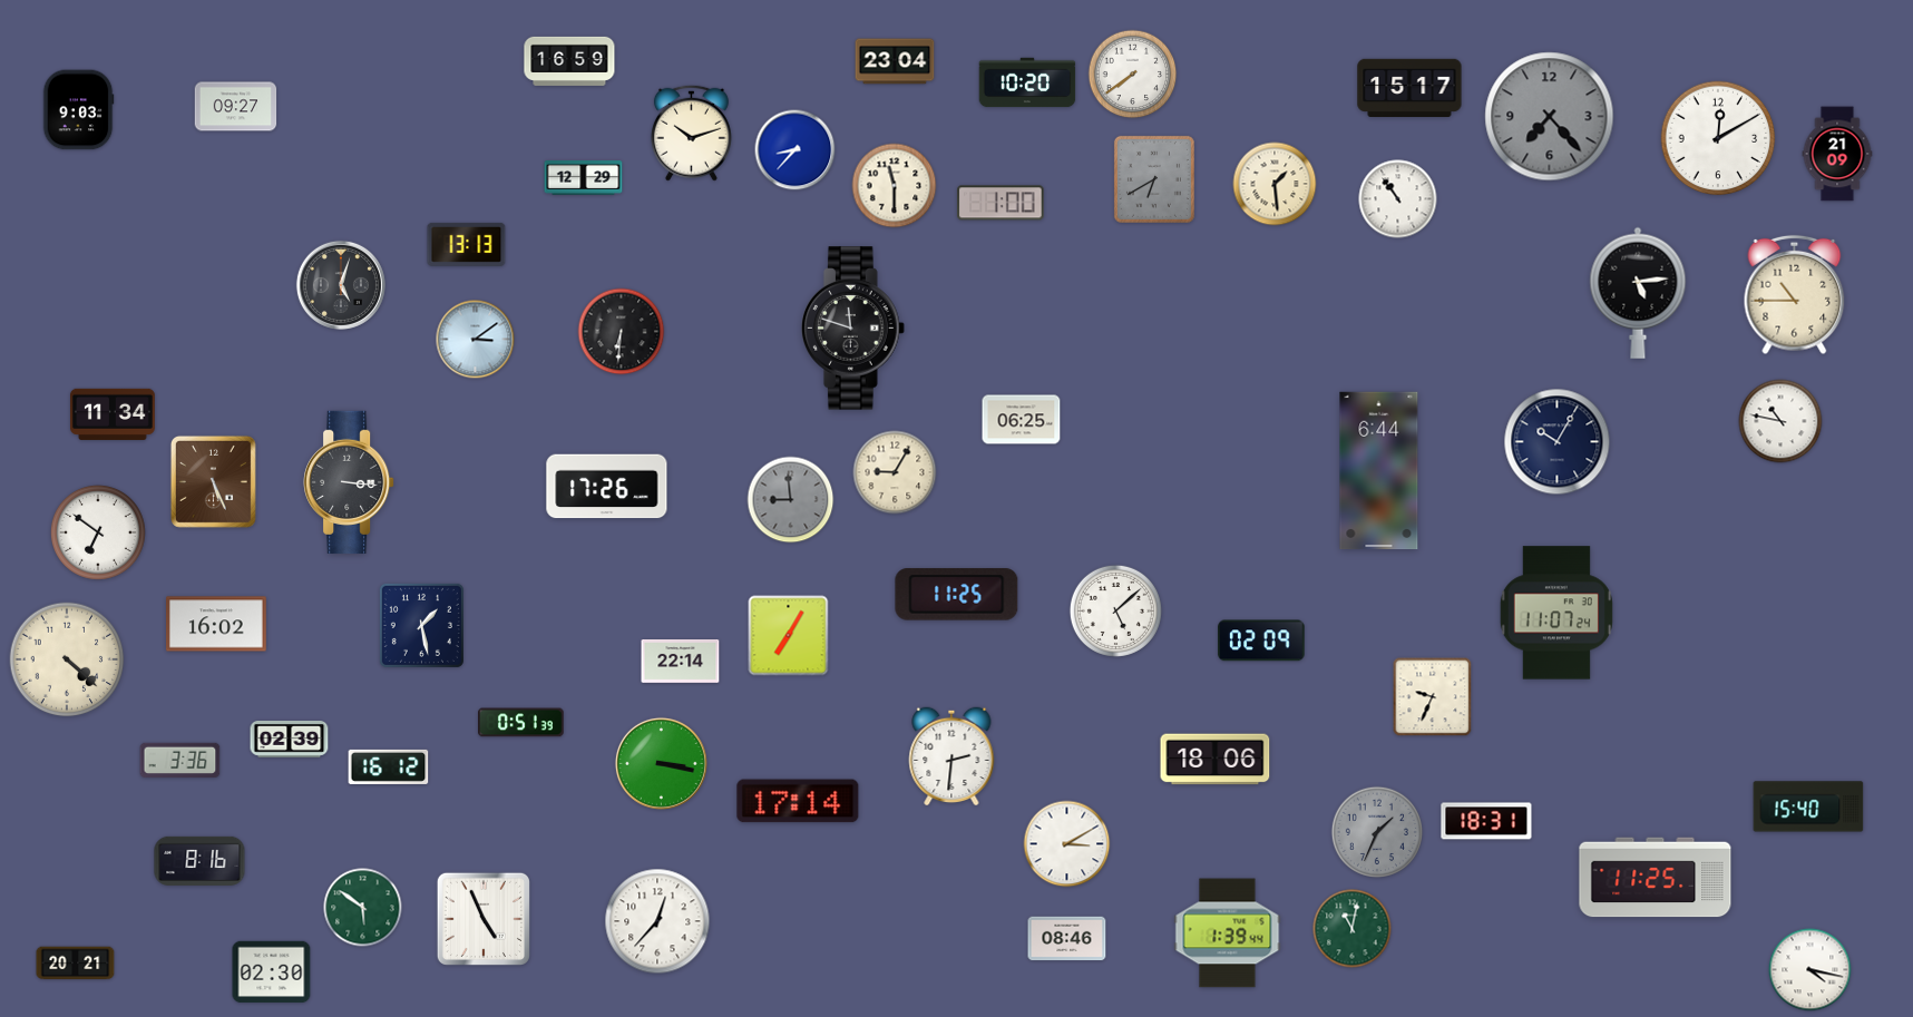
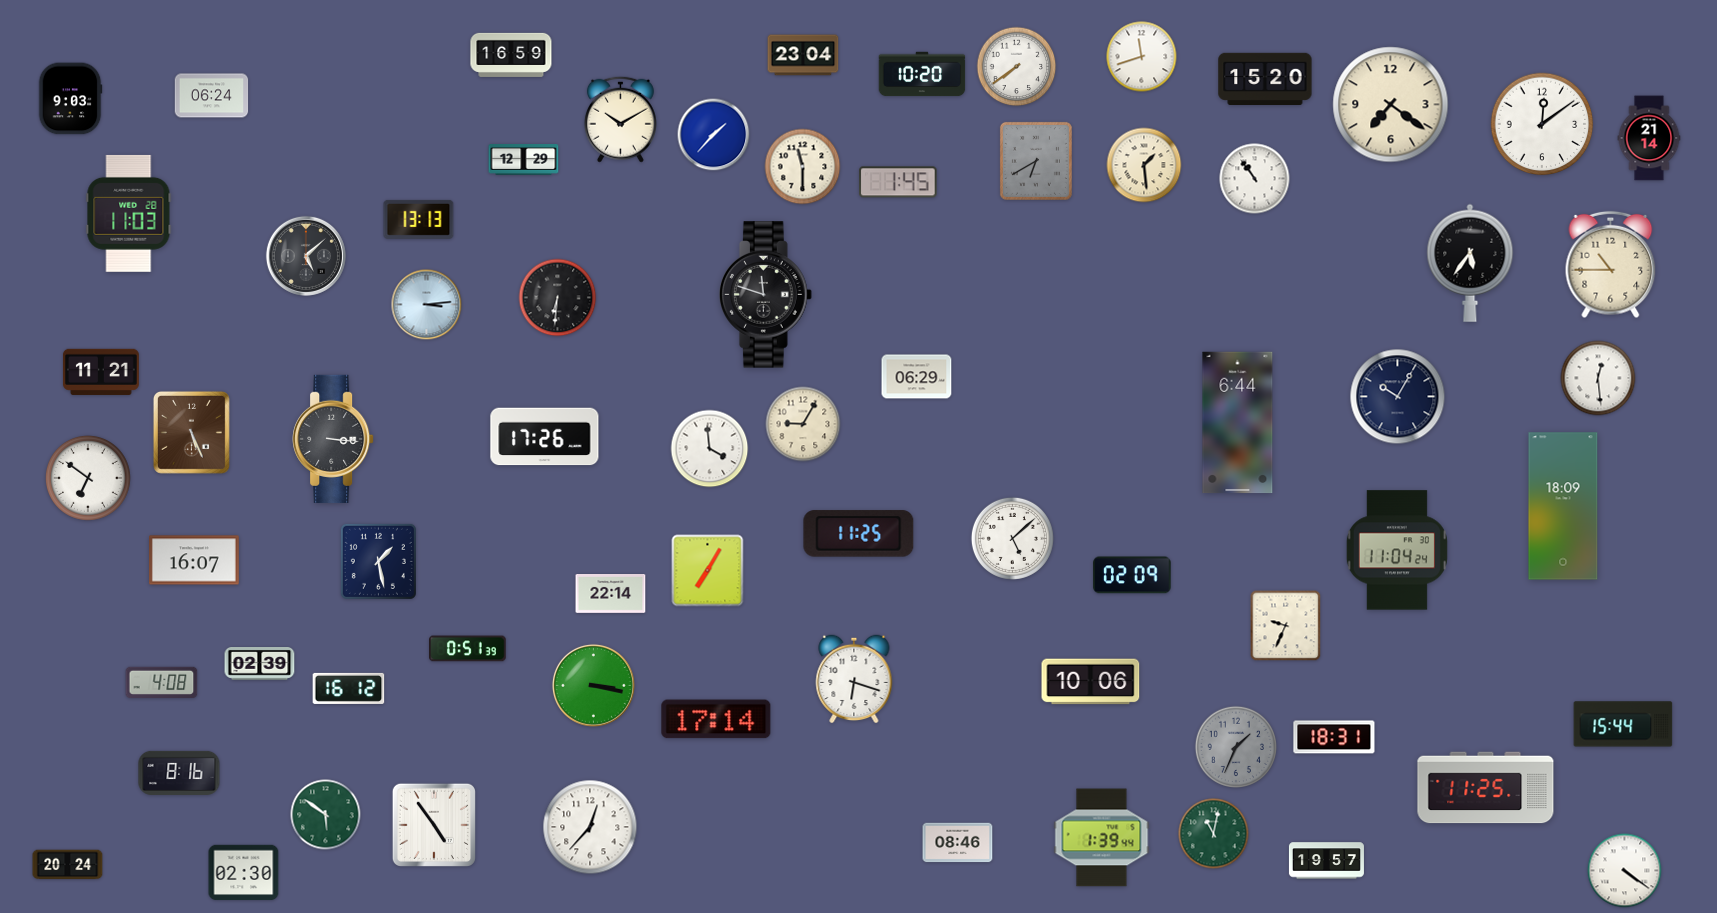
clock at (1142, 57): none -> 11:42
clock at (1409, 87): 15:17 -> 15:20
clock at (236, 107): 09:27 -> 06:24
clock at (1550, 117): 7:23 -> 7:21
clock at (1550, 117) dial: grey -> cream
clock at (691, 133): 10:12 -> 10:10
clock at (1718, 138): 12:10 -> 12:09
clock at (796, 150): 8:37 -> 1:37
clock at (1837, 154): 21:09 -> 21:14
clock at (1001, 203): 1:00 -> 1:45
clock at (129, 213): none -> 11:03
clock at (341, 285): 5:03 -> 5:08
clock at (1638, 293): 5:14 -> 5:36
clock at (476, 340): 3:09 -> 3:14
clock at (113, 414): 11:34 -> 11:21
clock at (1022, 420): 06:25 -> 06:29
clock at (1780, 421): 10:47 -> 12:29
clock at (349, 482) position: (349, 482) -> (333, 439)
clock at (791, 500): 8:59 -> 3:59
clock at (791, 500) dial: grey -> white
clock at (1563, 506): none -> 18:09
clock at (1115, 610) position: (1115, 610) -> (1012, 538)
clock at (1556, 613): 11:07 -> 11:04
clock at (217, 624): 16:02 -> 16:07
clock at (67, 659): 4:22 -> none
clock at (951, 756): 2:31 -> 6:18
clock at (180, 760): 3:36 -> 4:08
clock at (1216, 760): 18:06 -> 10:06
clock at (1808, 806): 15:40 -> 15:44
clock at (1067, 844): 3:10 -> none
clock at (484, 919): 4:56 -> 4:54
clock at (1326, 861): none -> 19:57
clock at (76, 964): 20:21 -> 20:24
clock at (1810, 970): 4:17 -> 4:21
